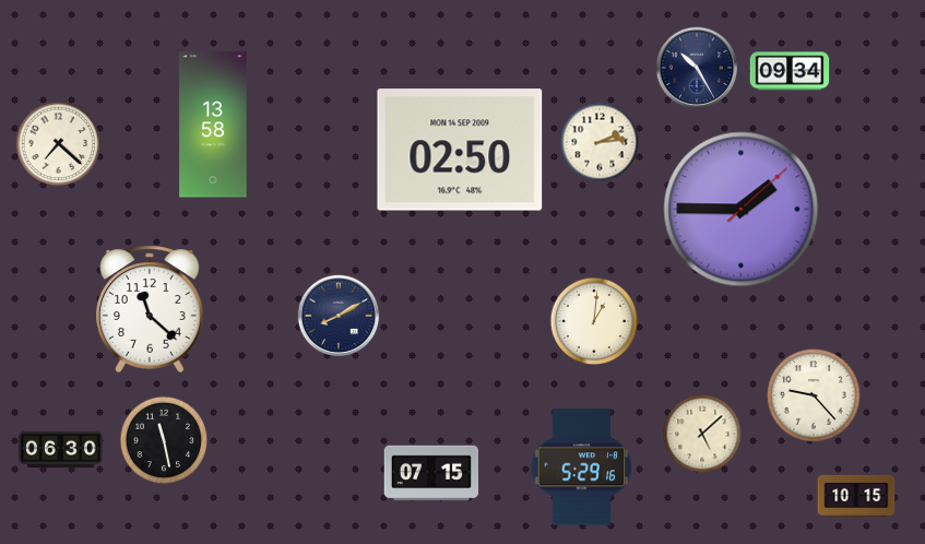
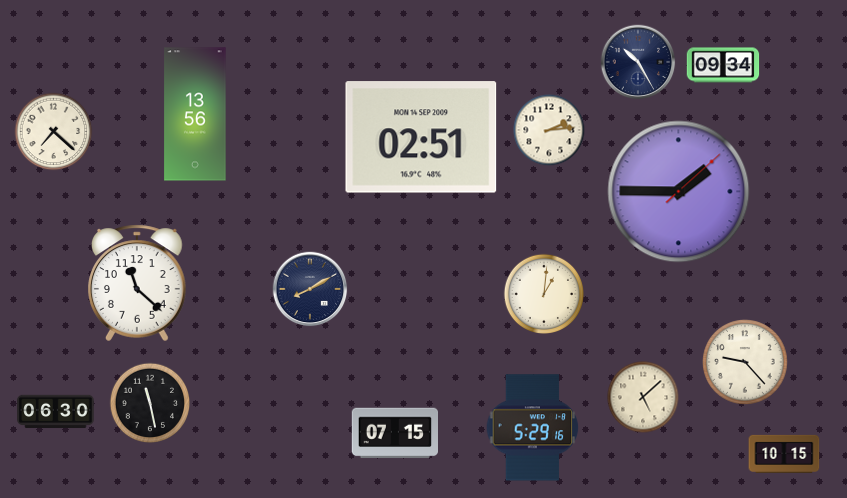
clock at (213, 125): 13:58 -> 13:56
clock at (460, 150): 02:50 -> 02:51
